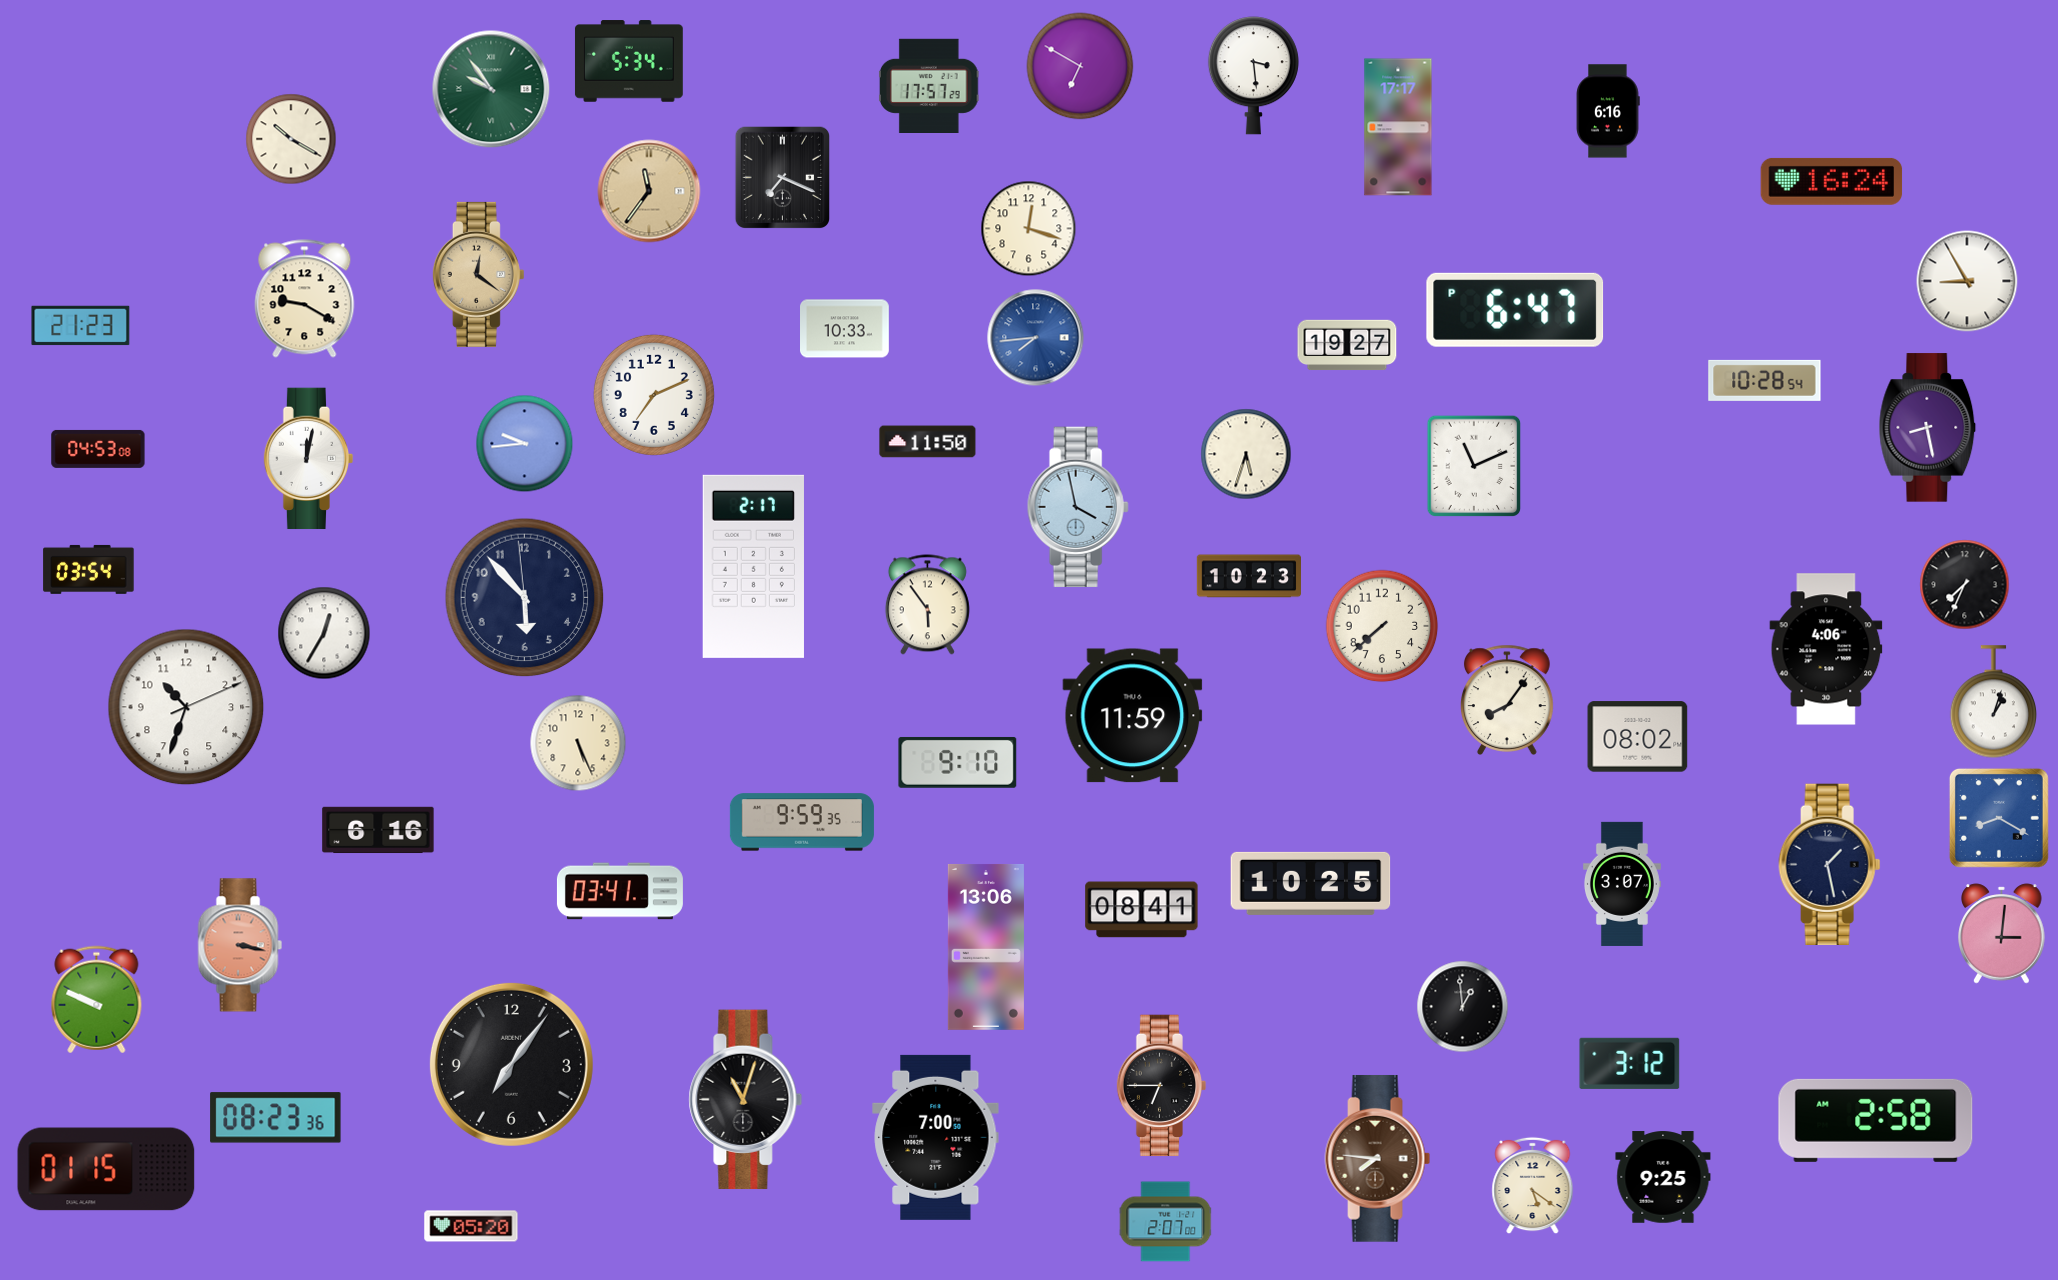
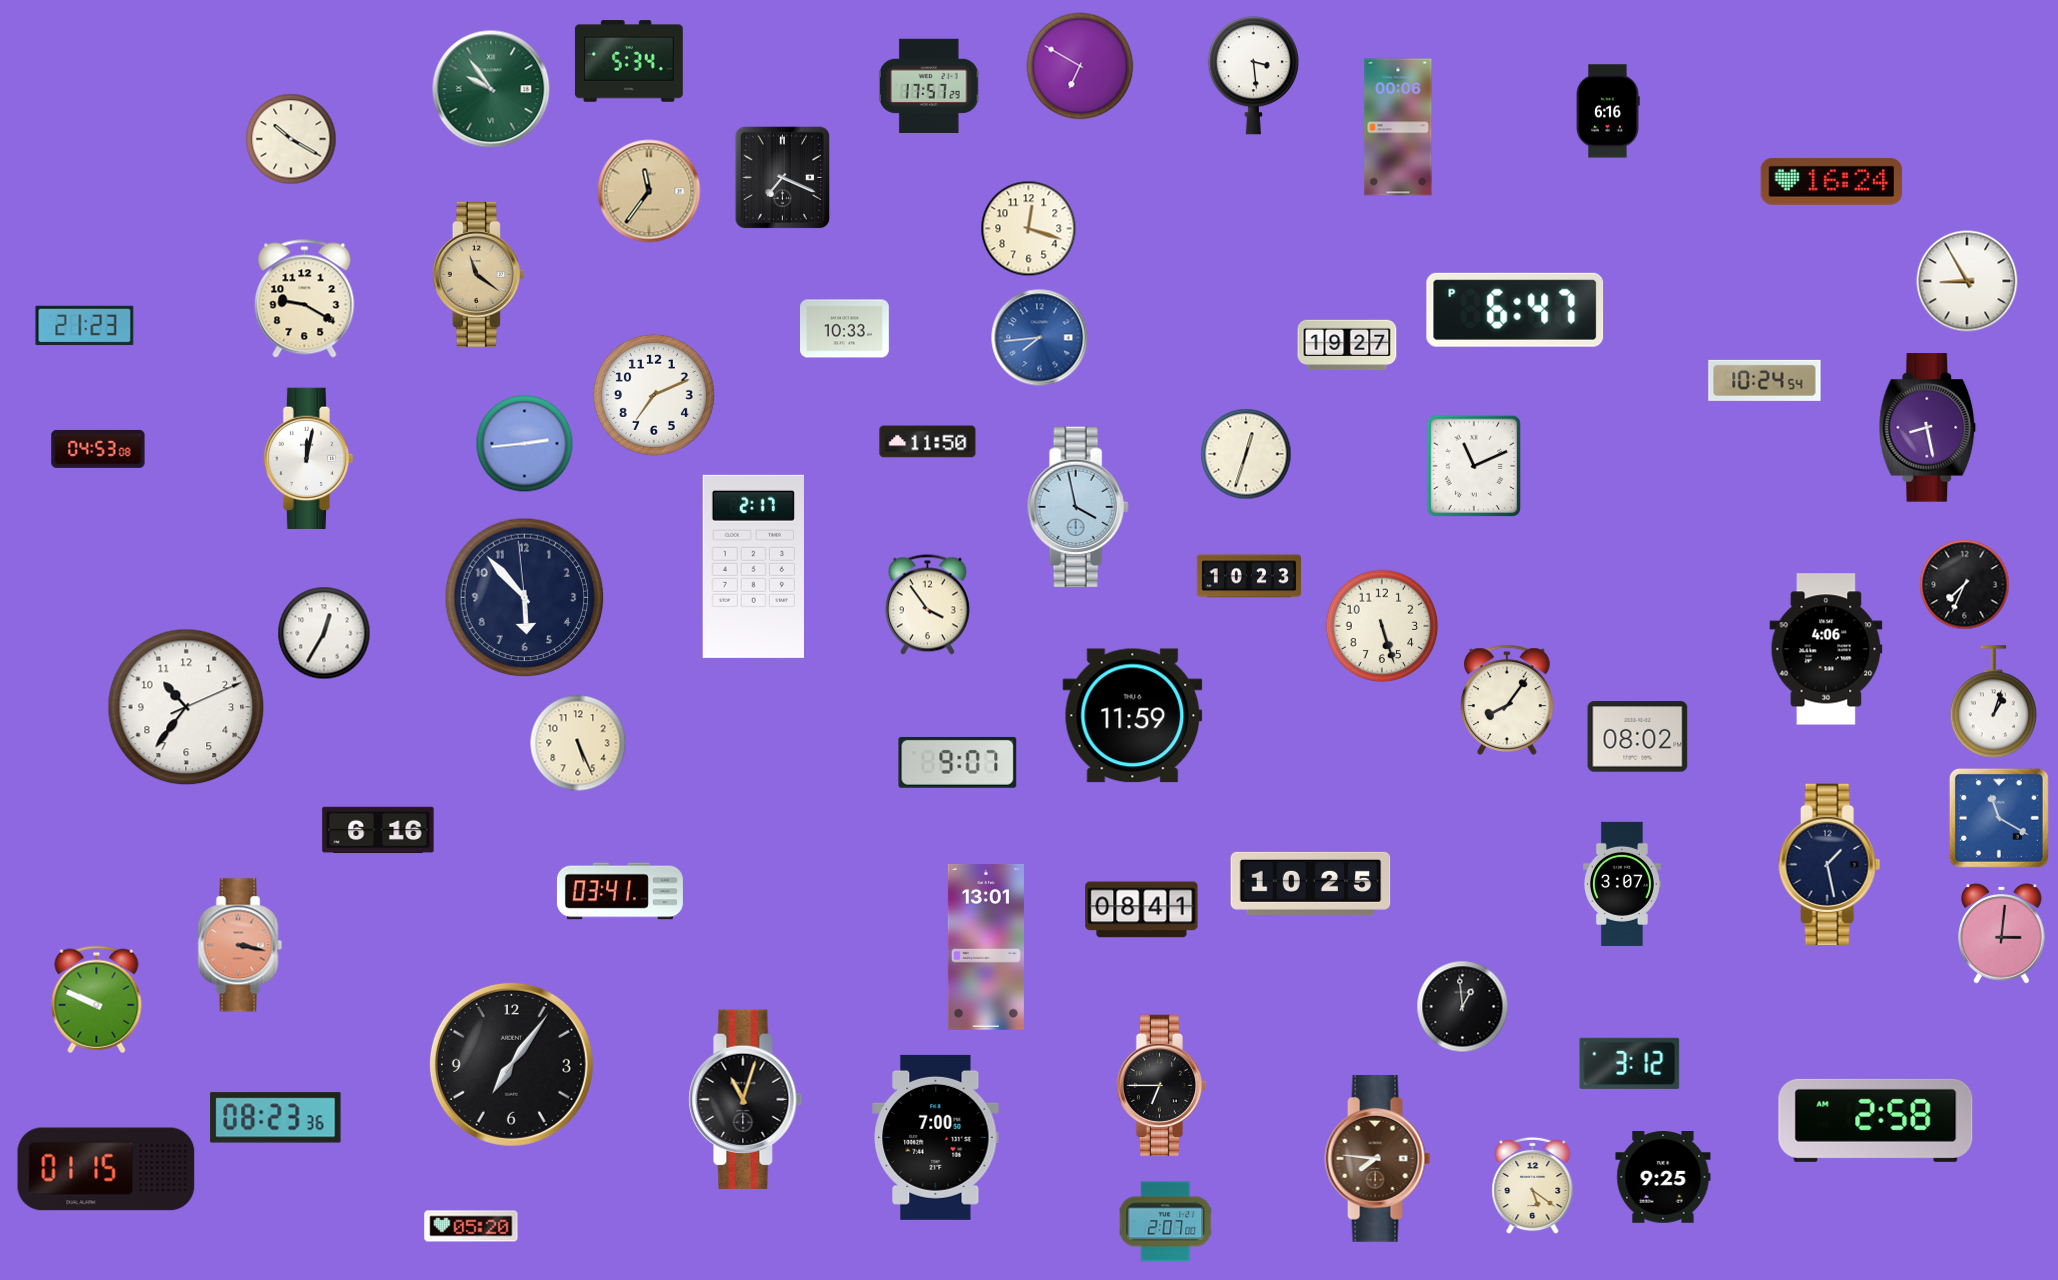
clock at (1398, 127): 17:17 -> 00:06
clock at (478, 274): 12:21 -> 11:21
clock at (81, 326) position: (81, 326) -> (85, 326)
clock at (1036, 338) position: (1036, 338) -> (1040, 338)
clock at (1765, 380): 10:28 -> 10:24
clock at (525, 444): 9:44 -> 2:44
clock at (1246, 454): 5:33 -> 12:33
clock at (89, 569): 03:54 -> none
clock at (927, 605): 5:54 -> 3:54
clock at (1382, 626): 7:38 -> 5:27
clock at (186, 707): 10:33 -> 10:36
clock at (958, 762): 9:10 -> 9:07
clock at (1999, 818): 8:20 -> 11:20
clock at (802, 822): 9:59 -> none
clock at (986, 947): 13:06 -> 13:01
